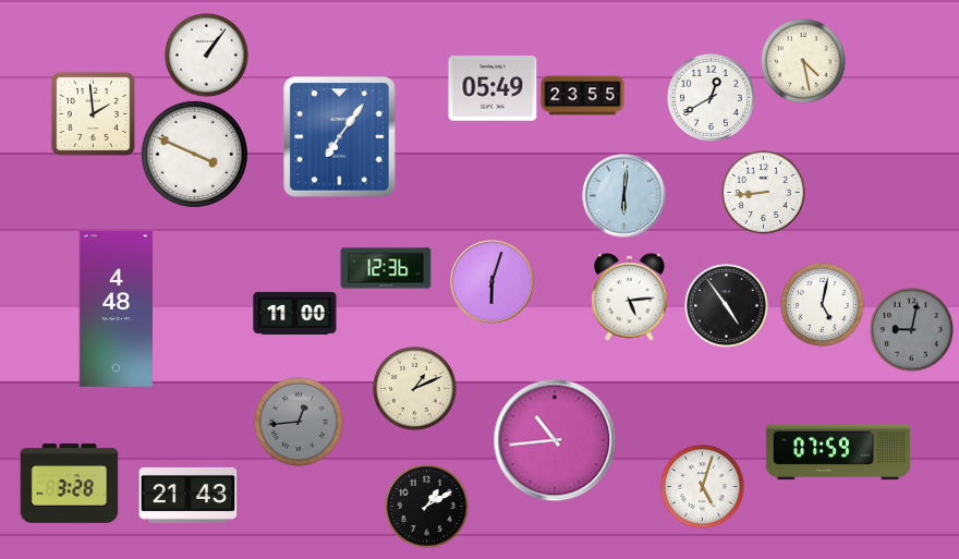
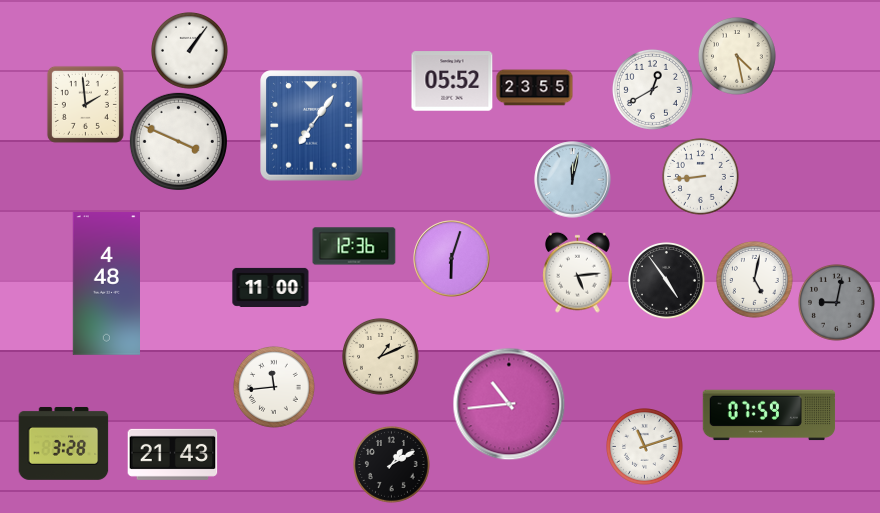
clock at (493, 88): 05:49 -> 05:52
clock at (624, 196): 6:01 -> 12:02
clock at (299, 422): 12:44 -> 11:44
clock at (299, 422) dial: grey -> white
clock at (703, 487): 5:03 -> 11:12
